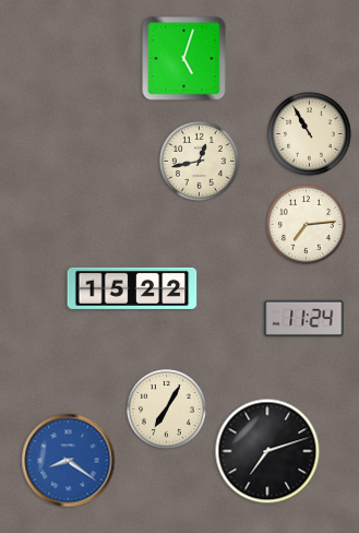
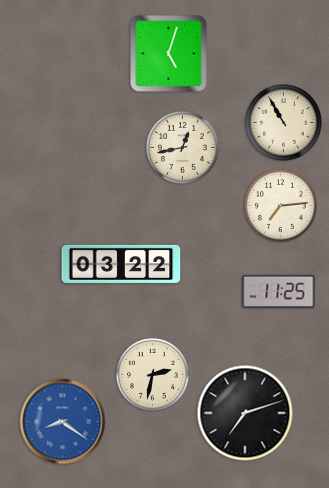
clock at (132, 288): 15:22 -> 03:22
clock at (304, 318): 11:24 -> 11:25
clock at (167, 410): 7:05 -> 2:32
